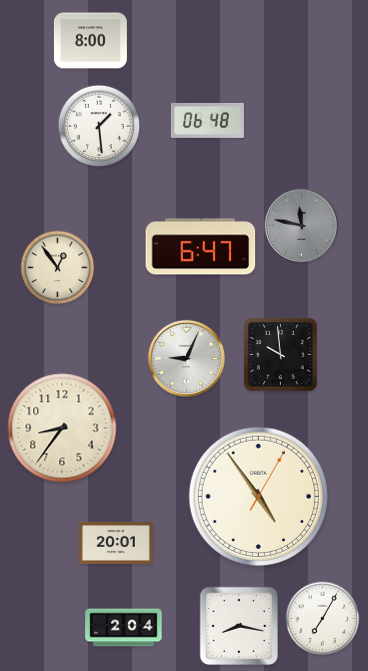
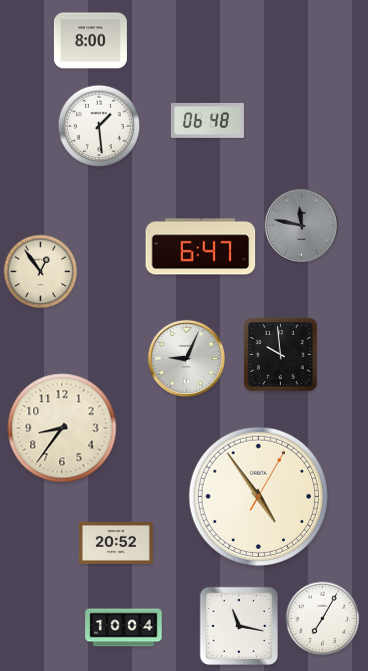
clock at (58, 268) position: (58, 268) -> (41, 272)
clock at (116, 543): 20:01 -> 20:52
clock at (238, 625): 8:17 -> 11:17
clock at (124, 628): 2:04 -> 10:04
